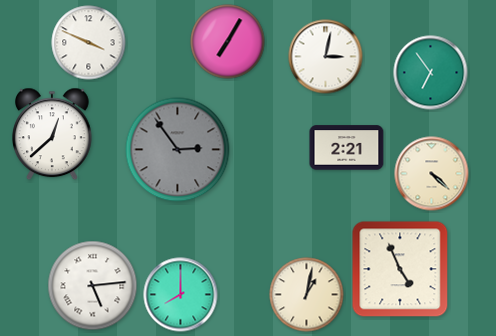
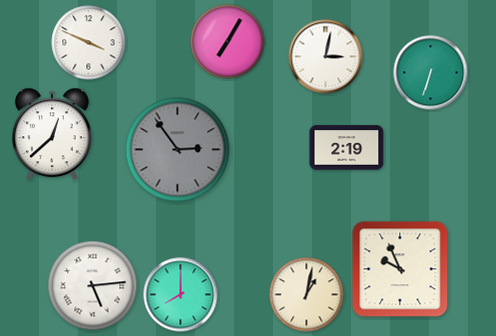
clock at (431, 73): 6:54 -> 6:33
clock at (347, 148): 2:21 -> 2:19
clock at (432, 174): 4:22 -> none
clock at (400, 269): 4:56 -> 9:56
